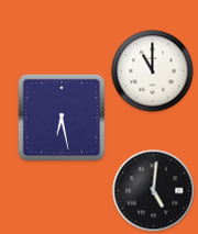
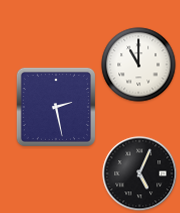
clock at (62, 118): 6:28 -> 2:28
clock at (154, 191): 5:01 -> 5:04
